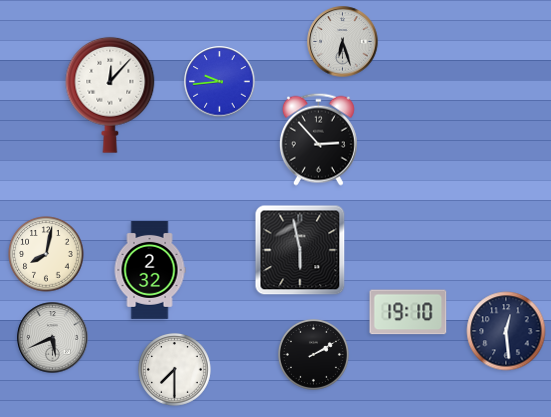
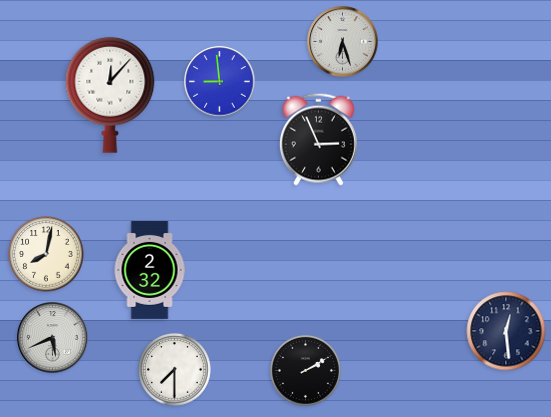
clock at (220, 82): 9:44 -> 8:59
clock at (318, 139): 2:53 -> 2:56
clock at (300, 250): 5:58 -> none
clock at (408, 312): 19:10 -> none
clock at (313, 354) position: (313, 354) -> (305, 370)
